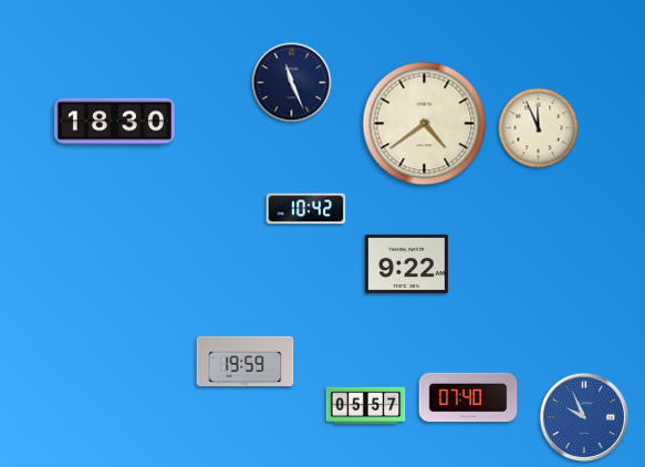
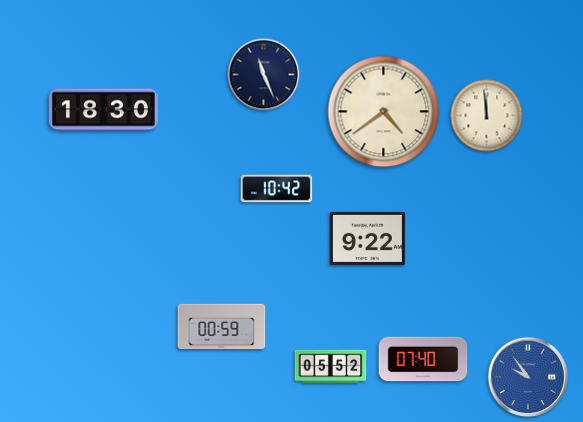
clock at (539, 128): 11:56 -> 11:59
clock at (246, 362): 19:59 -> 00:59
clock at (366, 406): 05:57 -> 05:52
clock at (584, 417): 9:56 -> 9:54
